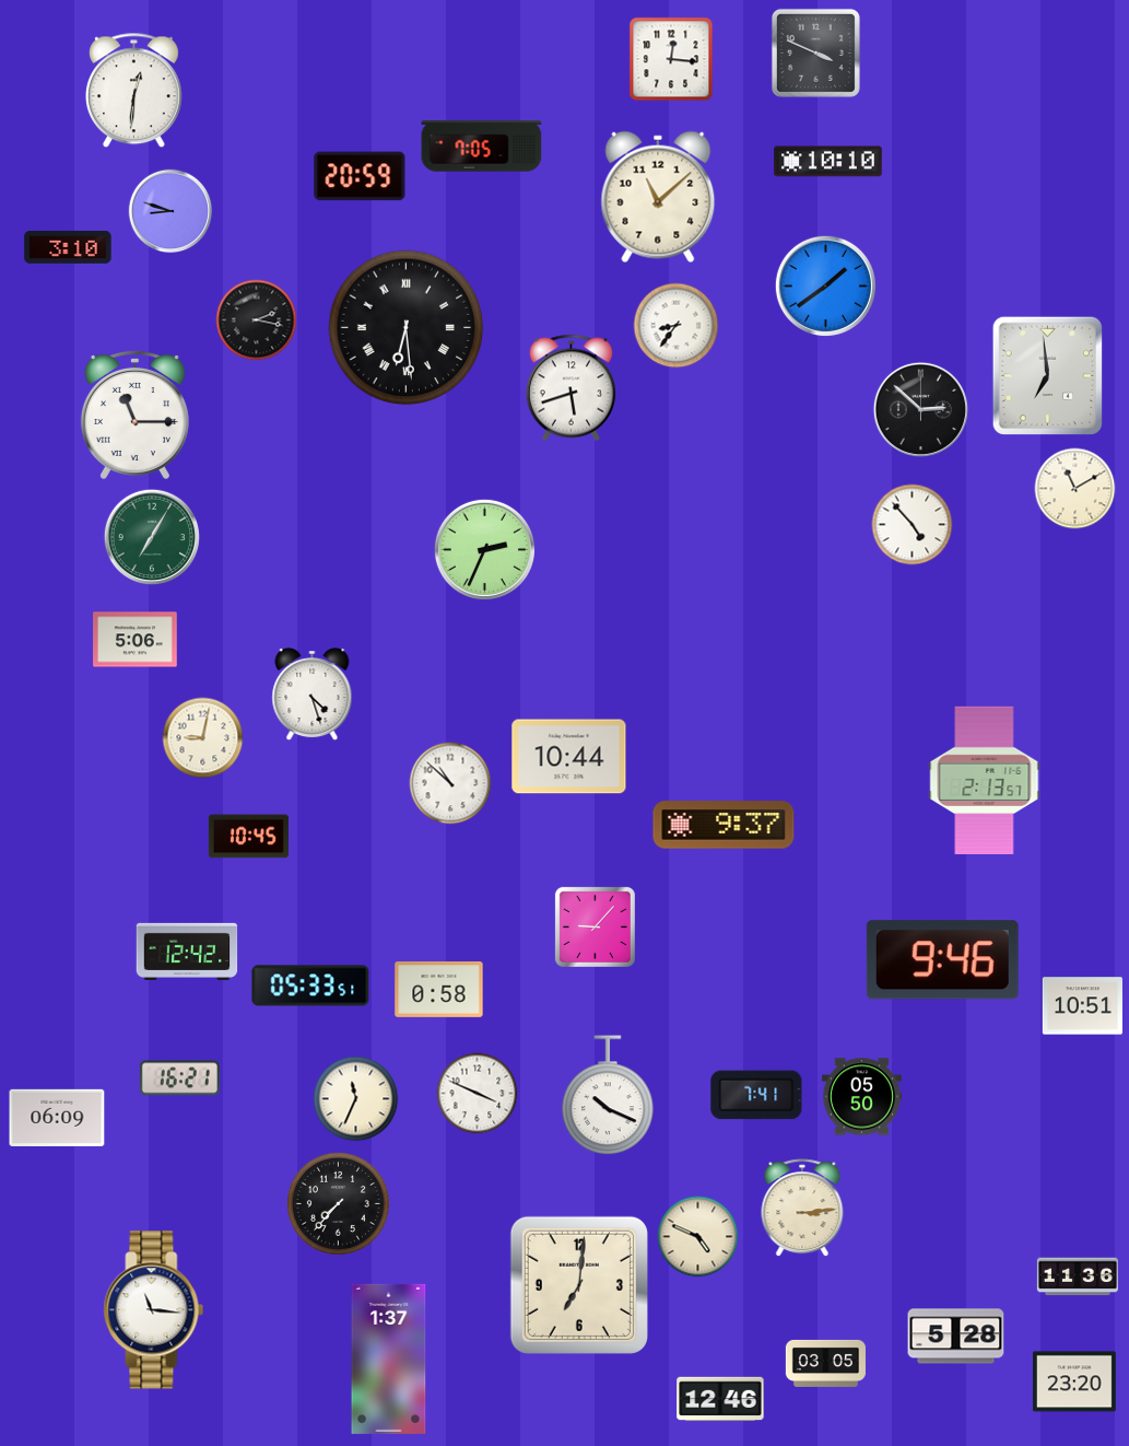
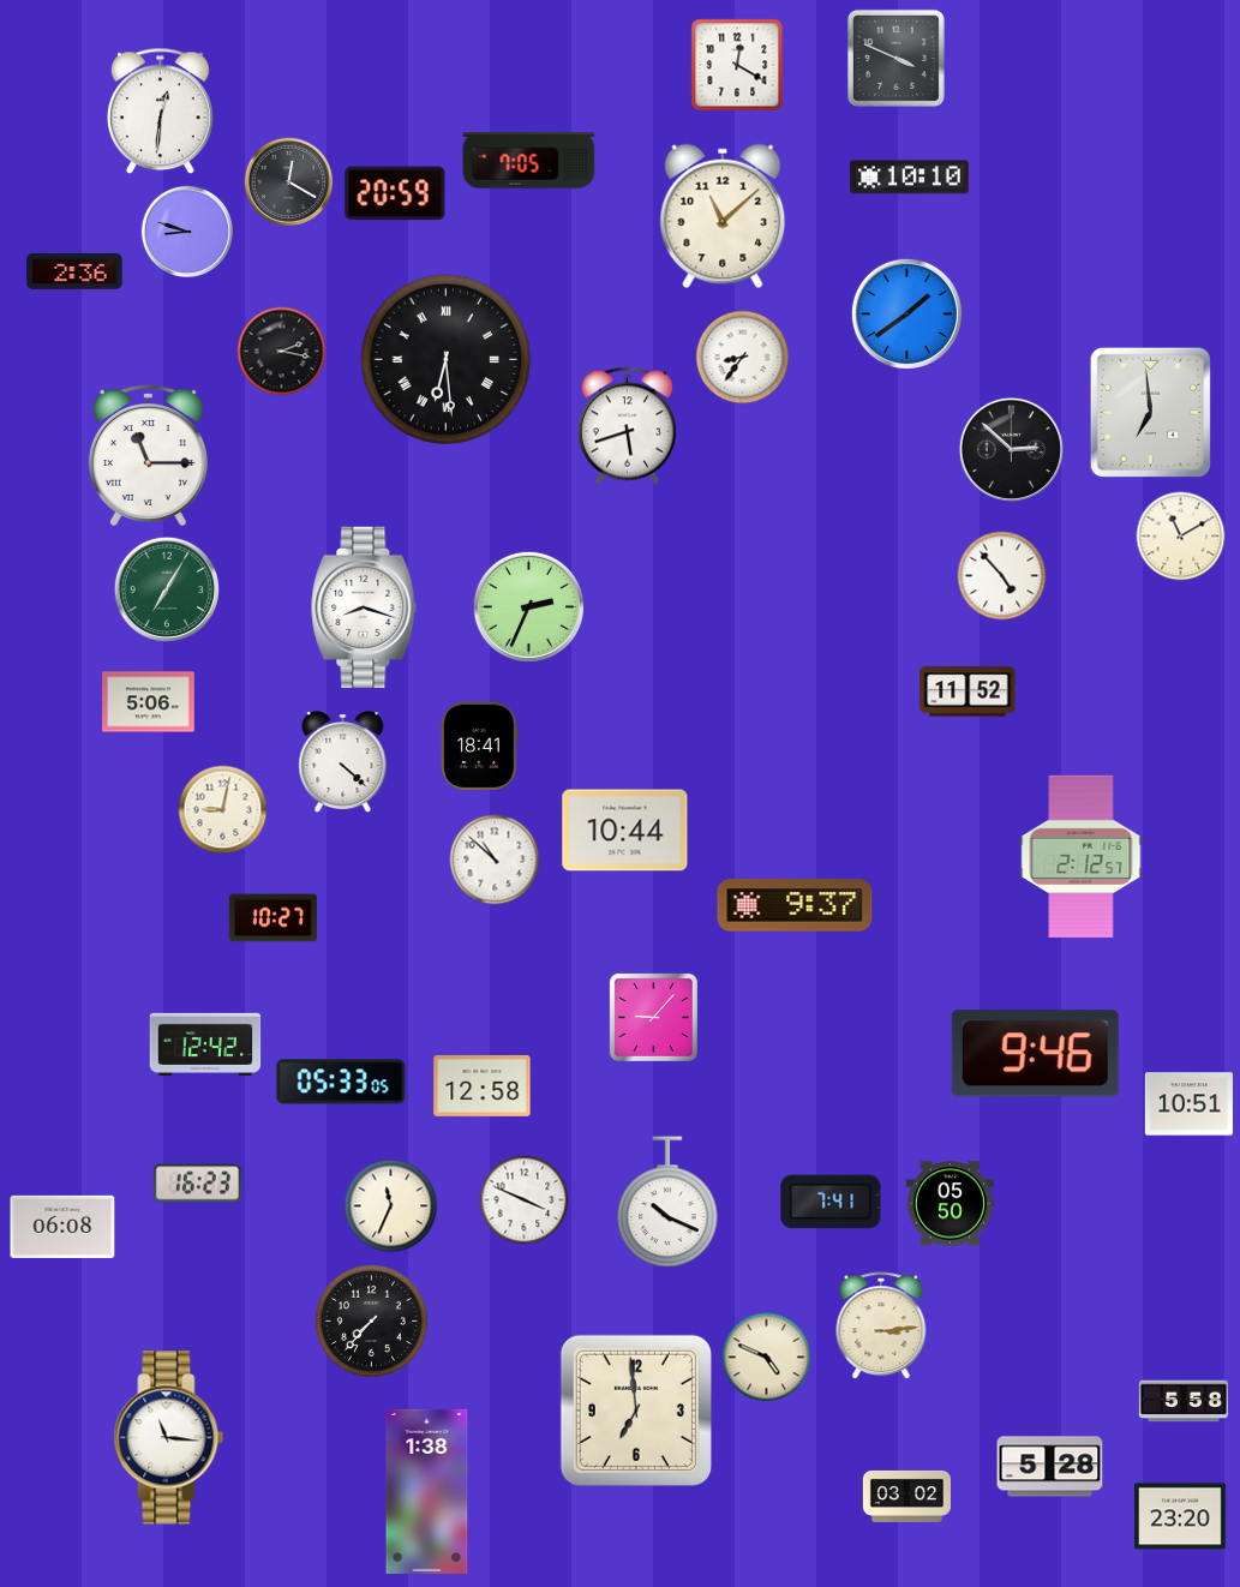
clock at (671, 59): 12:16 -> 12:20
clock at (133, 91) position: (133, 91) -> (160, 112)
clock at (289, 182): none -> 12:20
clock at (68, 247): 3:10 -> 2:36
clock at (484, 549) position: (484, 549) -> (528, 606)
clock at (364, 607): none -> 8:18
clock at (968, 691): none -> 11:52
clock at (480, 745): none -> 18:41
clock at (313, 695): 4:27 -> 4:22
clock at (985, 781): 2:13 -> 2:12
clock at (248, 837): 10:45 -> 10:27
clock at (310, 986): 05:33:51 -> 05:33:05
clock at (439, 989): 0:58 -> 12:58
clock at (179, 1078): 16:21 -> 16:23
clock at (861, 1097) position: (861, 1097) -> (950, 1204)
clock at (57, 1118): 06:09 -> 06:08
clock at (1078, 1276): 11:36 -> 5:58
clock at (579, 1285): 7:01 -> 6:59
clock at (389, 1358): 1:37 -> 1:38
clock at (825, 1363): 03:05 -> 03:02
clock at (720, 1399): 12:46 -> none
